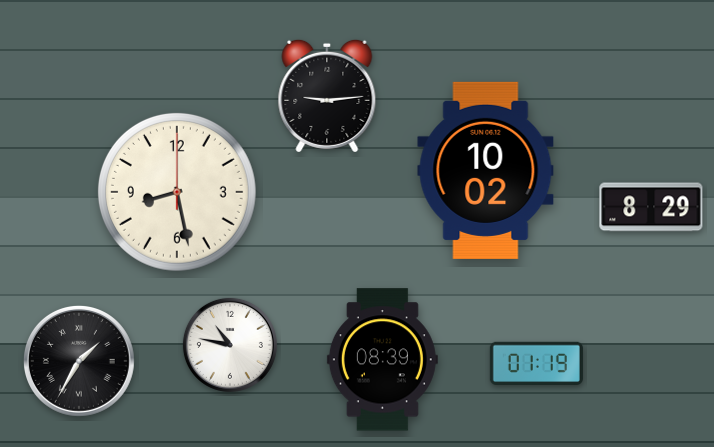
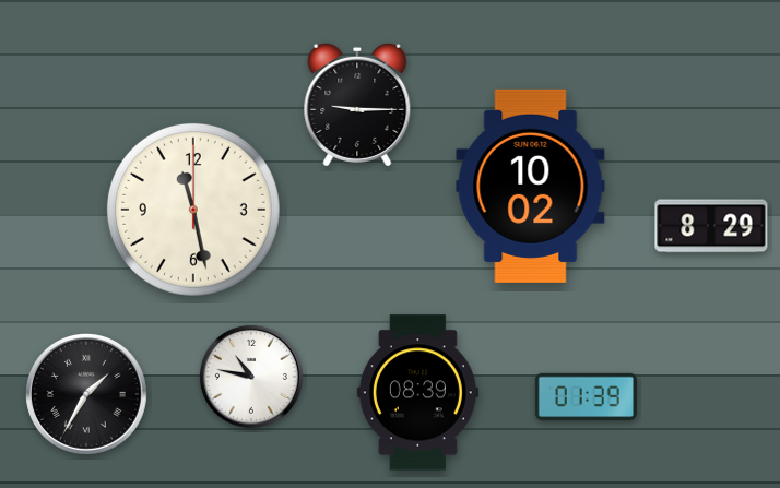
clock at (327, 96): 9:14 -> 9:15
clock at (177, 192): 8:28 -> 11:28
clock at (536, 364): 01:19 -> 01:39
